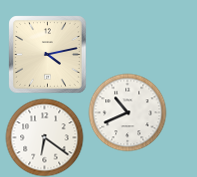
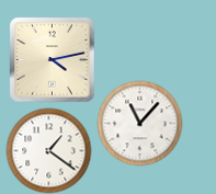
clock at (127, 112): 10:41 -> 11:07
clock at (44, 137): 6:21 -> 1:21
